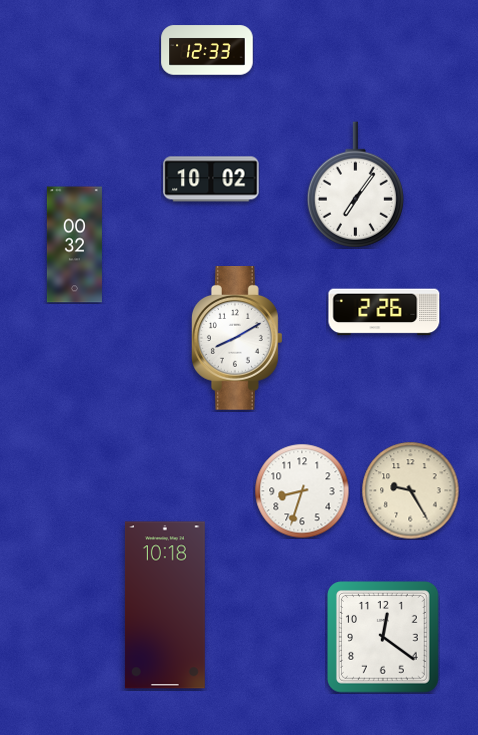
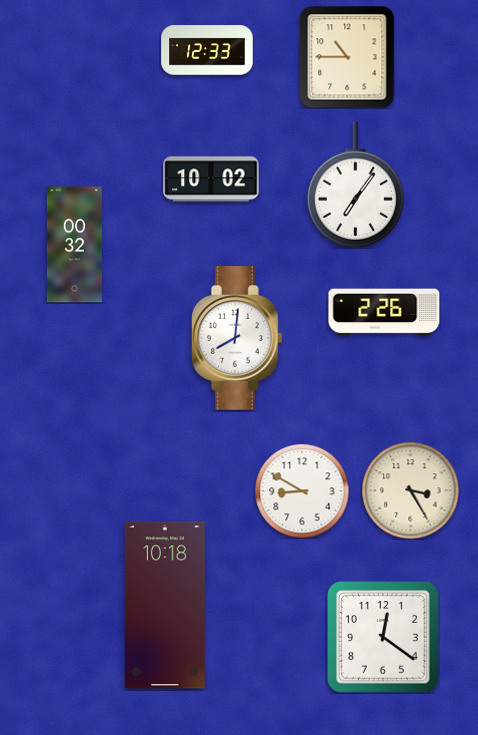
clock at (347, 57): none -> 10:45
clock at (237, 339): 8:10 -> 8:01
clock at (410, 490): 9:25 -> 3:25
clock at (302, 491): 8:33 -> 8:50
